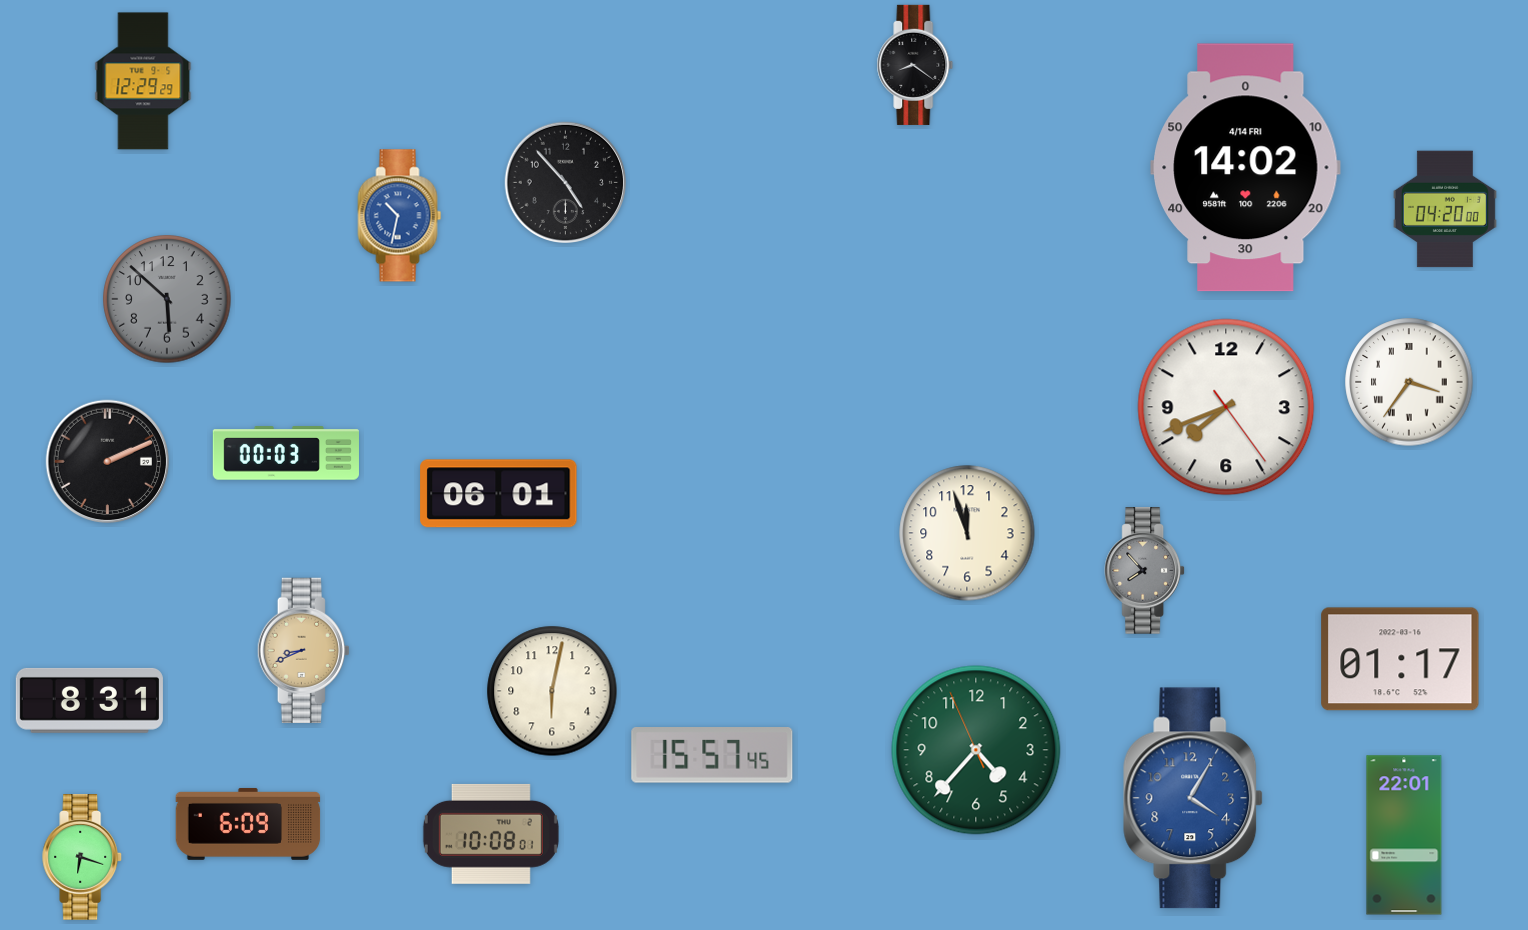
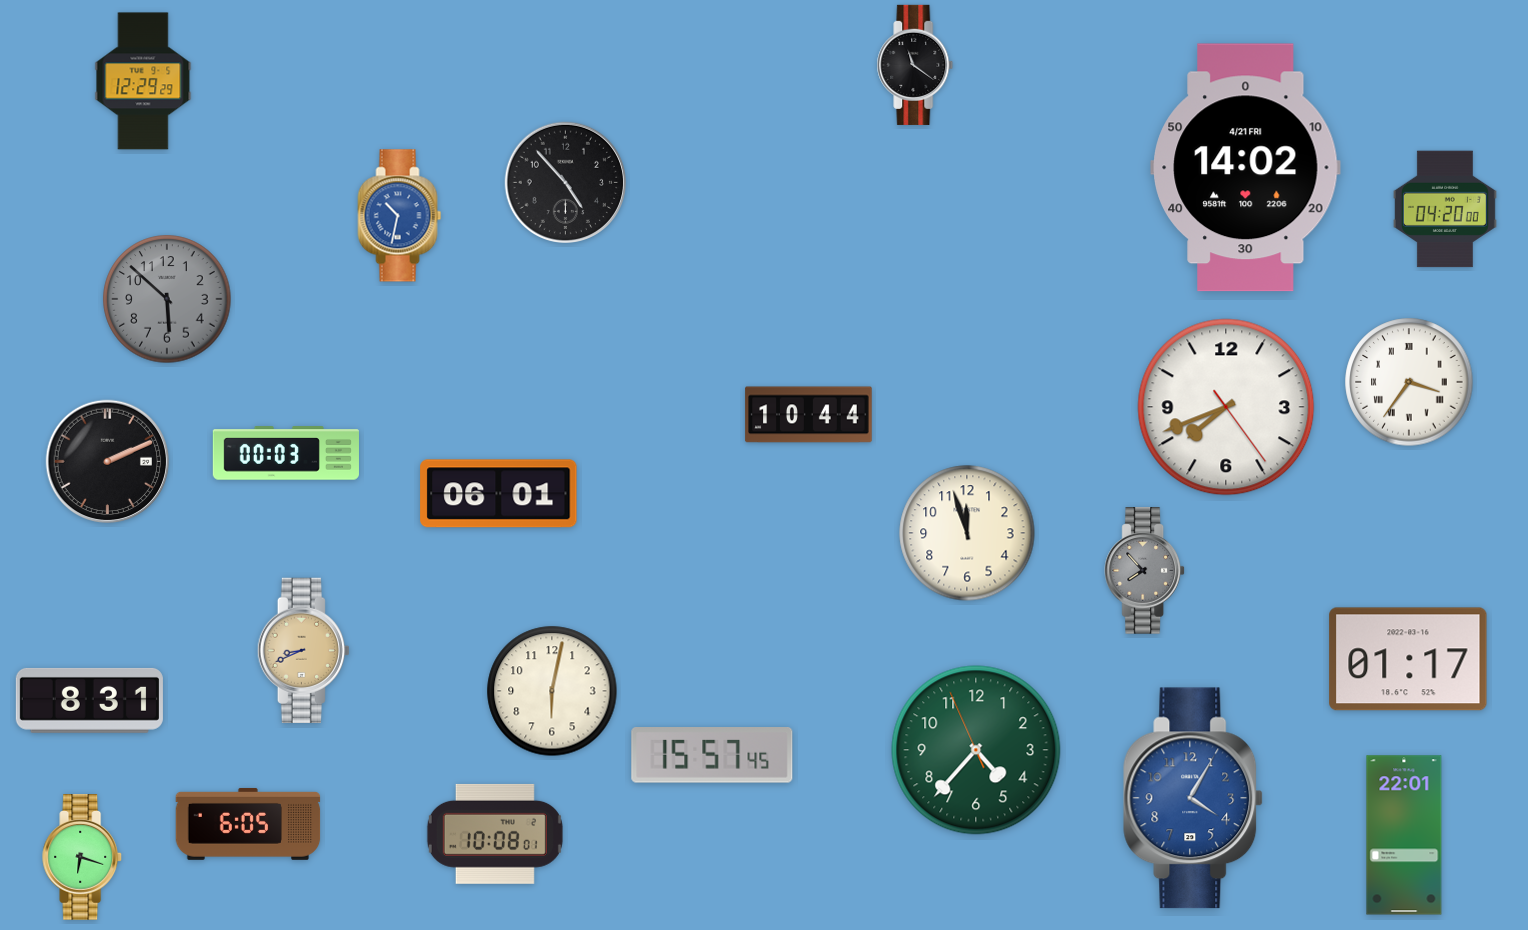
clock at (915, 65): 8:21 -> 11:21
clock at (1246, 168) date: 4/14 FRI -> 4/21 FRI
clock at (809, 415): none -> 10:44
clock at (1400, 659) position: (1400, 659) -> (1408, 659)
clock at (248, 824): 6:09 -> 6:05
clock at (491, 834) position: (491, 834) -> (495, 834)
